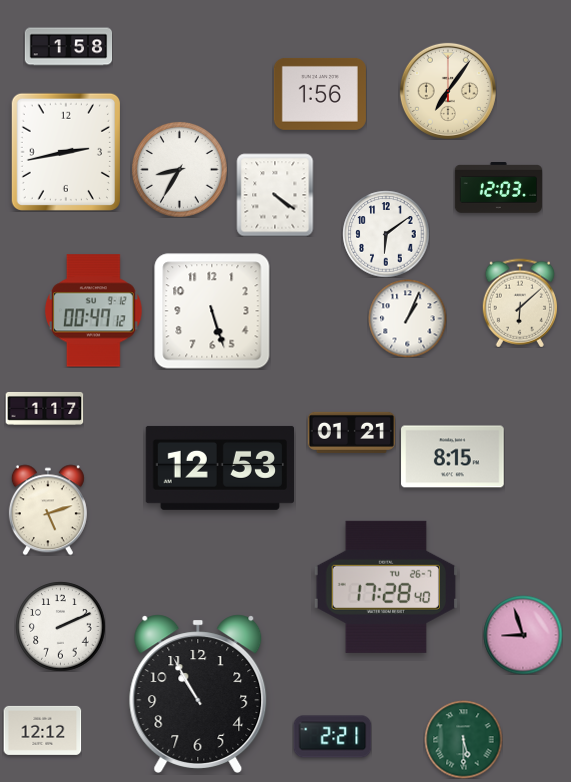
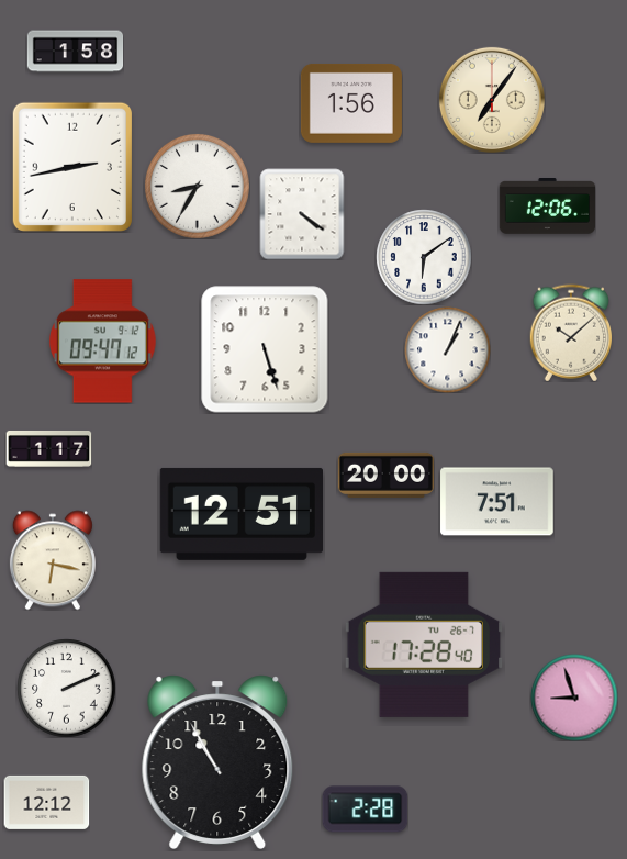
clock at (498, 188): 12:03 -> 12:06
clock at (519, 303): 6:08 -> 10:08
clock at (93, 311): 00:47 -> 09:47
clock at (212, 311) position: (212, 311) -> (265, 349)
clock at (351, 432): 01:21 -> 20:00
clock at (453, 457): 8:15 -> 7:51
clock at (219, 468): 12:53 -> 12:51
clock at (48, 510): 5:12 -> 6:17
clock at (332, 737): 2:21 -> 2:28
clock at (463, 739): 5:30 -> none
